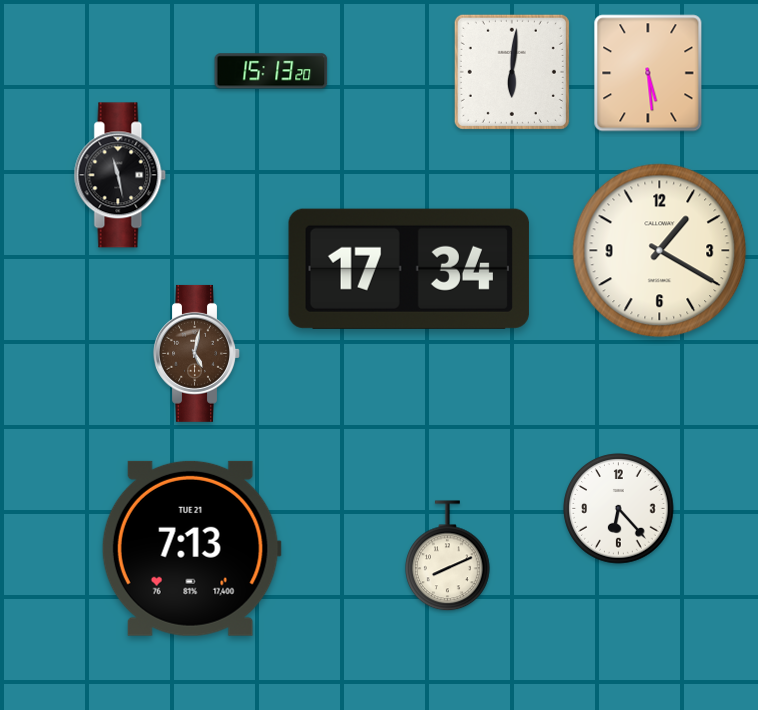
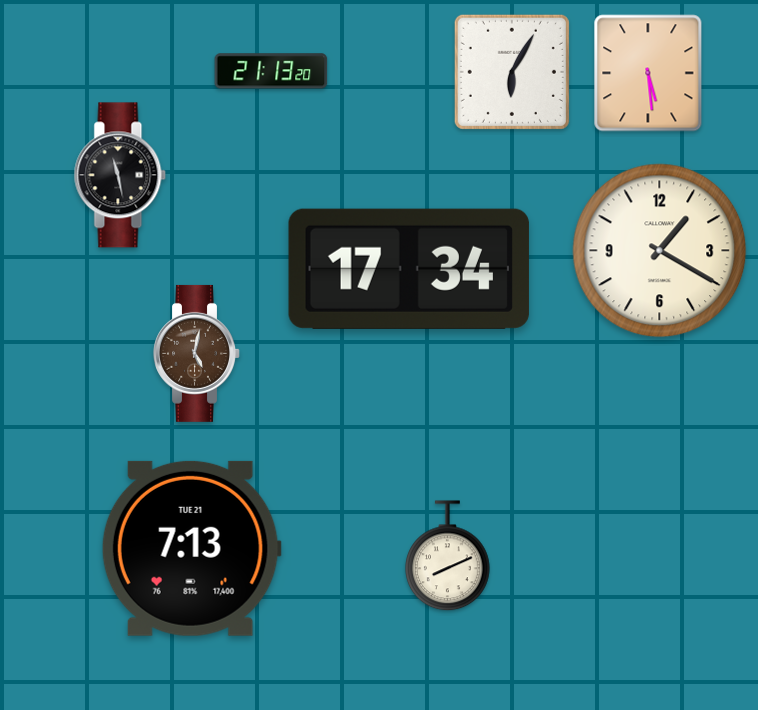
clock at (271, 71): 15:13 -> 21:13
clock at (512, 72): 6:01 -> 6:05
clock at (619, 509): 6:23 -> none
